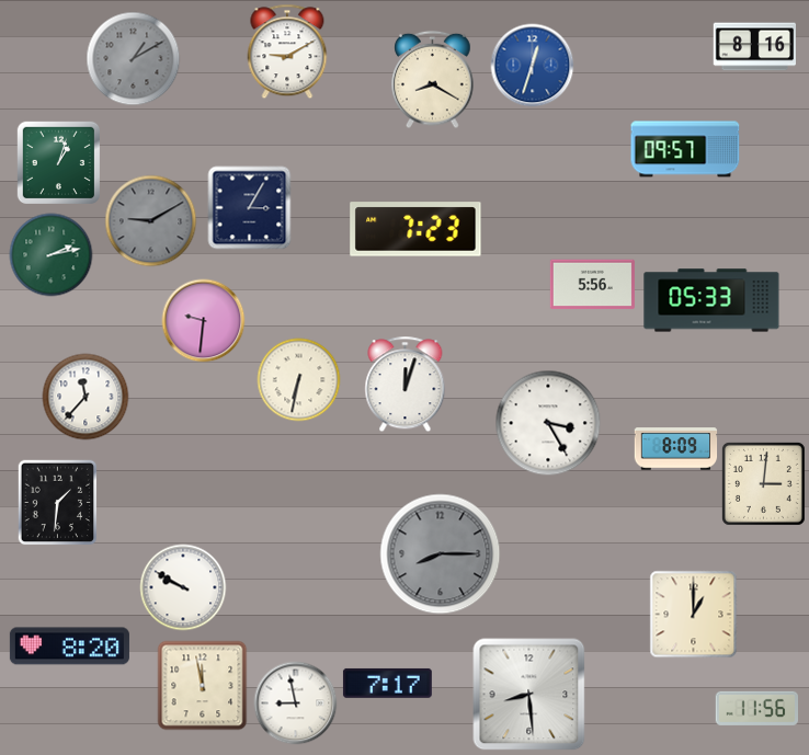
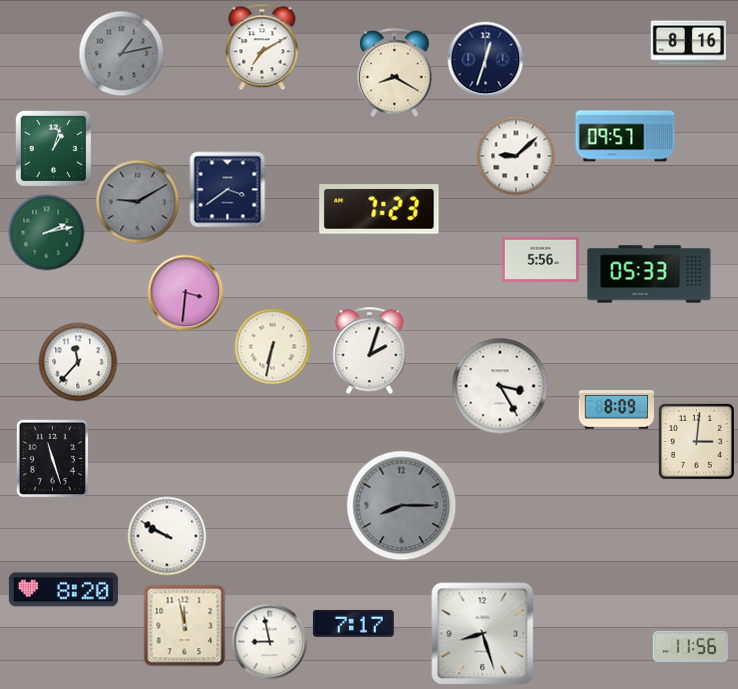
clock at (287, 52): 9:10 -> 7:10
clock at (134, 59): 1:10 -> 1:13
clock at (533, 66) dial: blue -> navy
clock at (516, 156): none -> 9:08
clock at (250, 208): 3:05 -> 3:39
clock at (204, 321): 9:31 -> 3:31
clock at (406, 385): 12:03 -> 2:03
clock at (58, 503): 1:31 -> 11:27
clock at (694, 615): 1:00 -> none
clock at (529, 695): 8:29 -> 8:27
